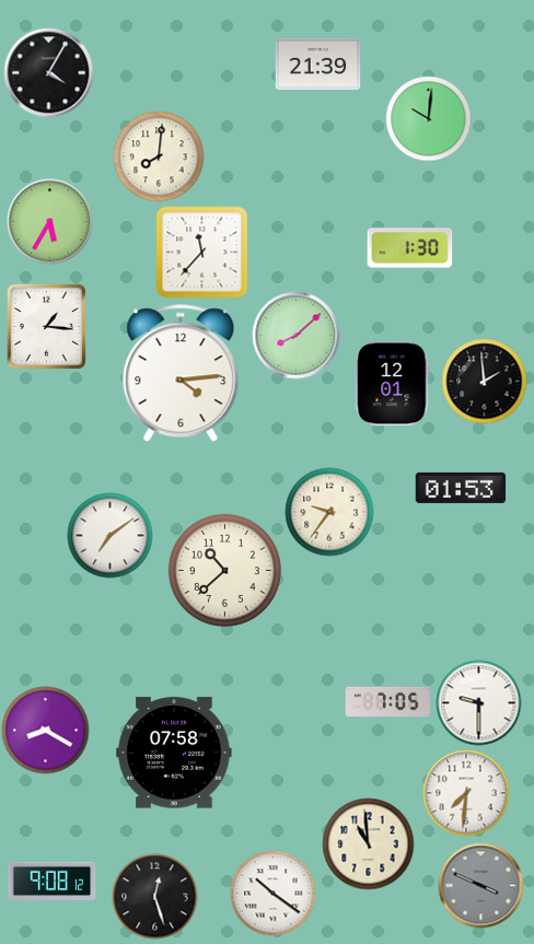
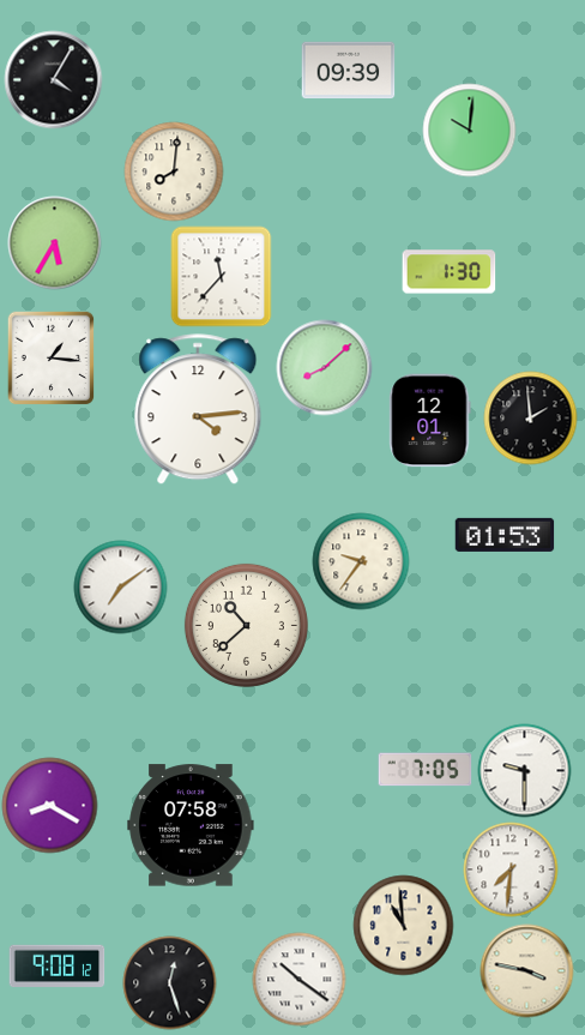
clock at (317, 65): 21:39 -> 09:39
clock at (45, 730) position: (45, 730) -> (49, 805)
clock at (480, 885): 3:49 -> 3:47
clock at (480, 885) dial: grey -> cream
